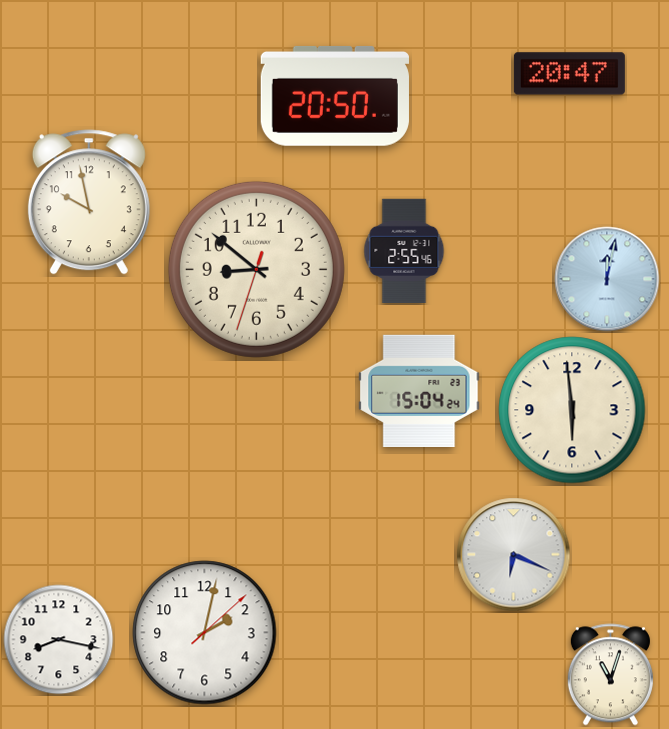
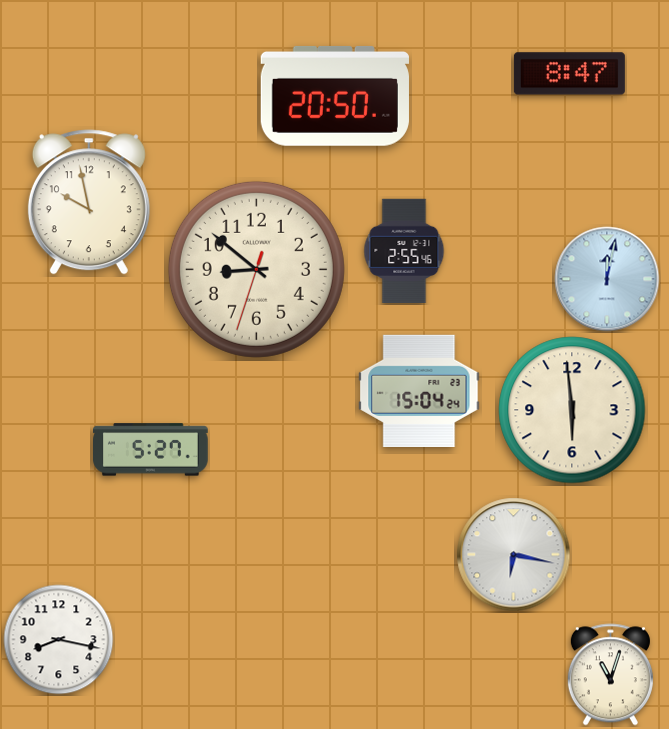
clock at (569, 74): 20:47 -> 8:47
clock at (151, 450): none -> 5:27
clock at (514, 555): 6:19 -> 6:17
clock at (205, 633): 2:02 -> none
